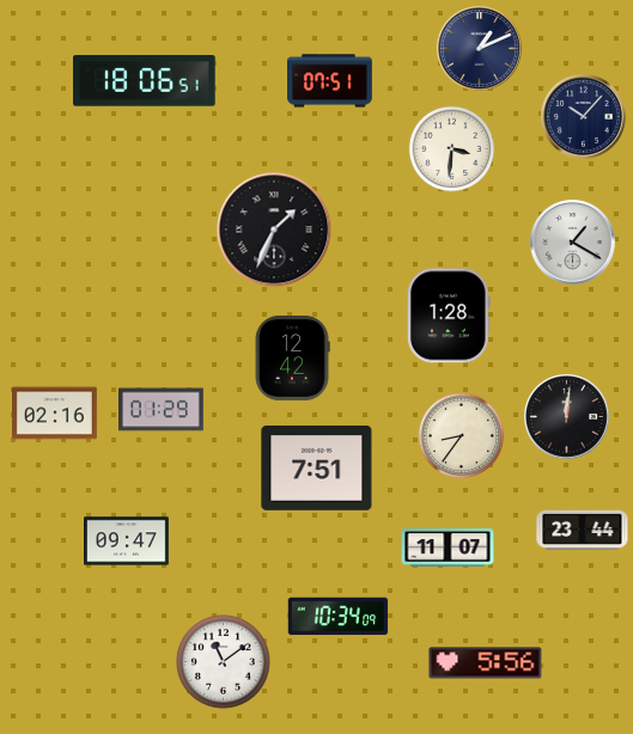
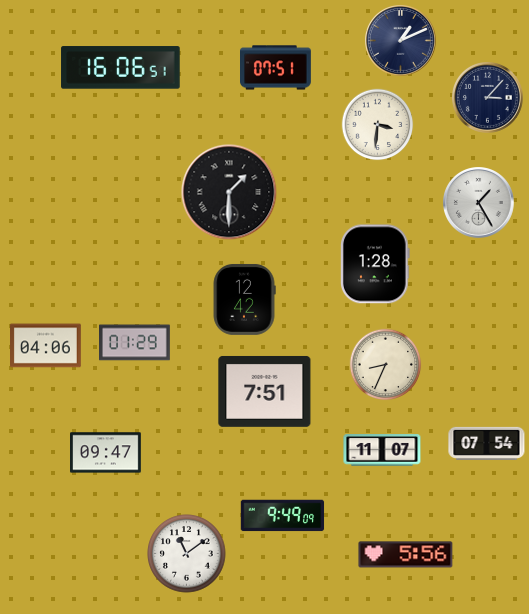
clock at (145, 81): 18:06 -> 16:06
clock at (584, 117): 10:07 -> 3:07
clock at (274, 230): 1:34 -> 1:30
clock at (573, 243): 1:20 -> 1:25
clock at (55, 414): 02:16 -> 04:06
clock at (567, 417): 12:01 -> none
clock at (462, 436): 8:36 -> 8:34
clock at (583, 530): 23:44 -> 07:54
clock at (448, 548) position: (448, 548) -> (382, 450)
clock at (339, 617): 10:34 -> 9:49
